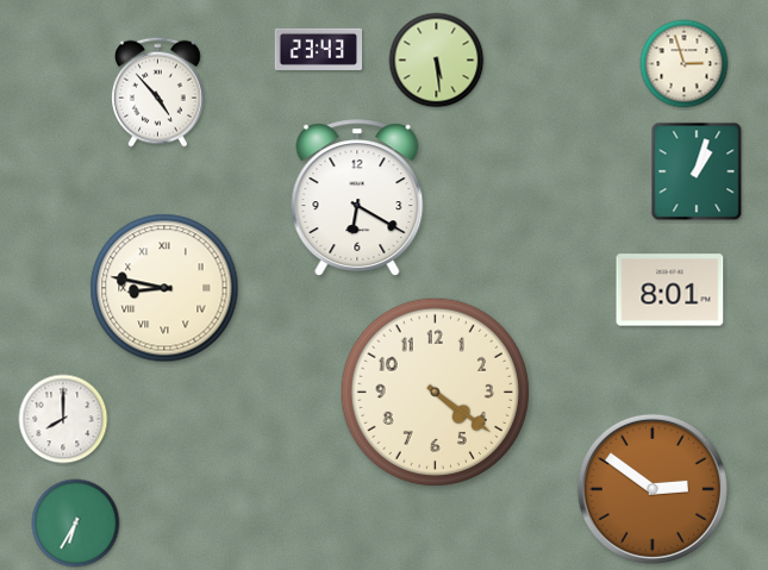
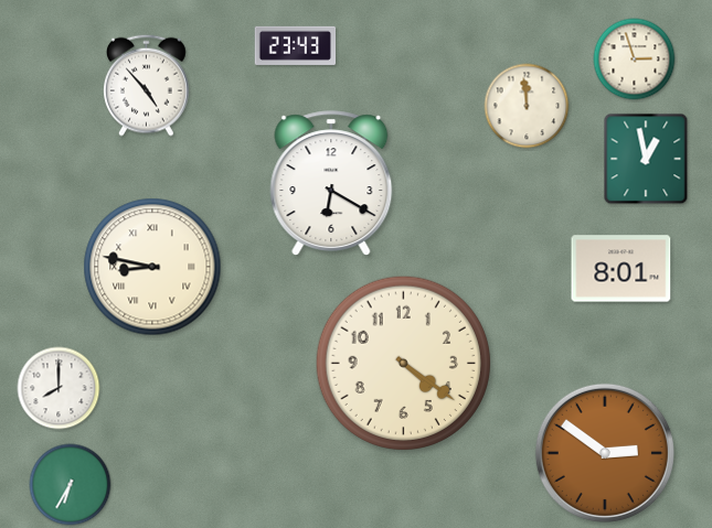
clock at (437, 61): 5:29 -> none
clock at (527, 106): none -> 11:59
clock at (697, 171): 1:03 -> 12:58
